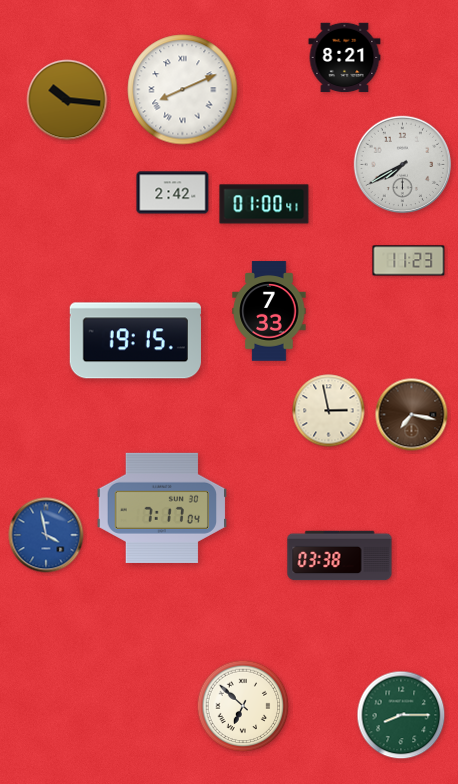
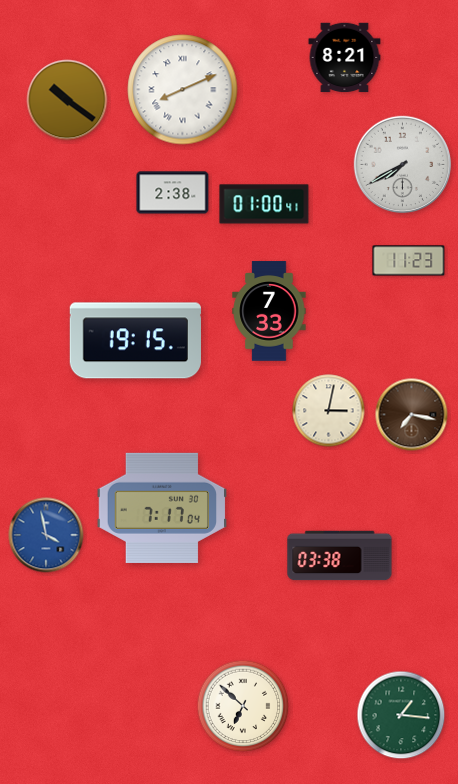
clock at (67, 100): 10:16 -> 10:21
clock at (173, 193): 2:42 -> 2:38
clock at (329, 411): 2:58 -> 3:02
clock at (401, 715): 8:15 -> 1:16
